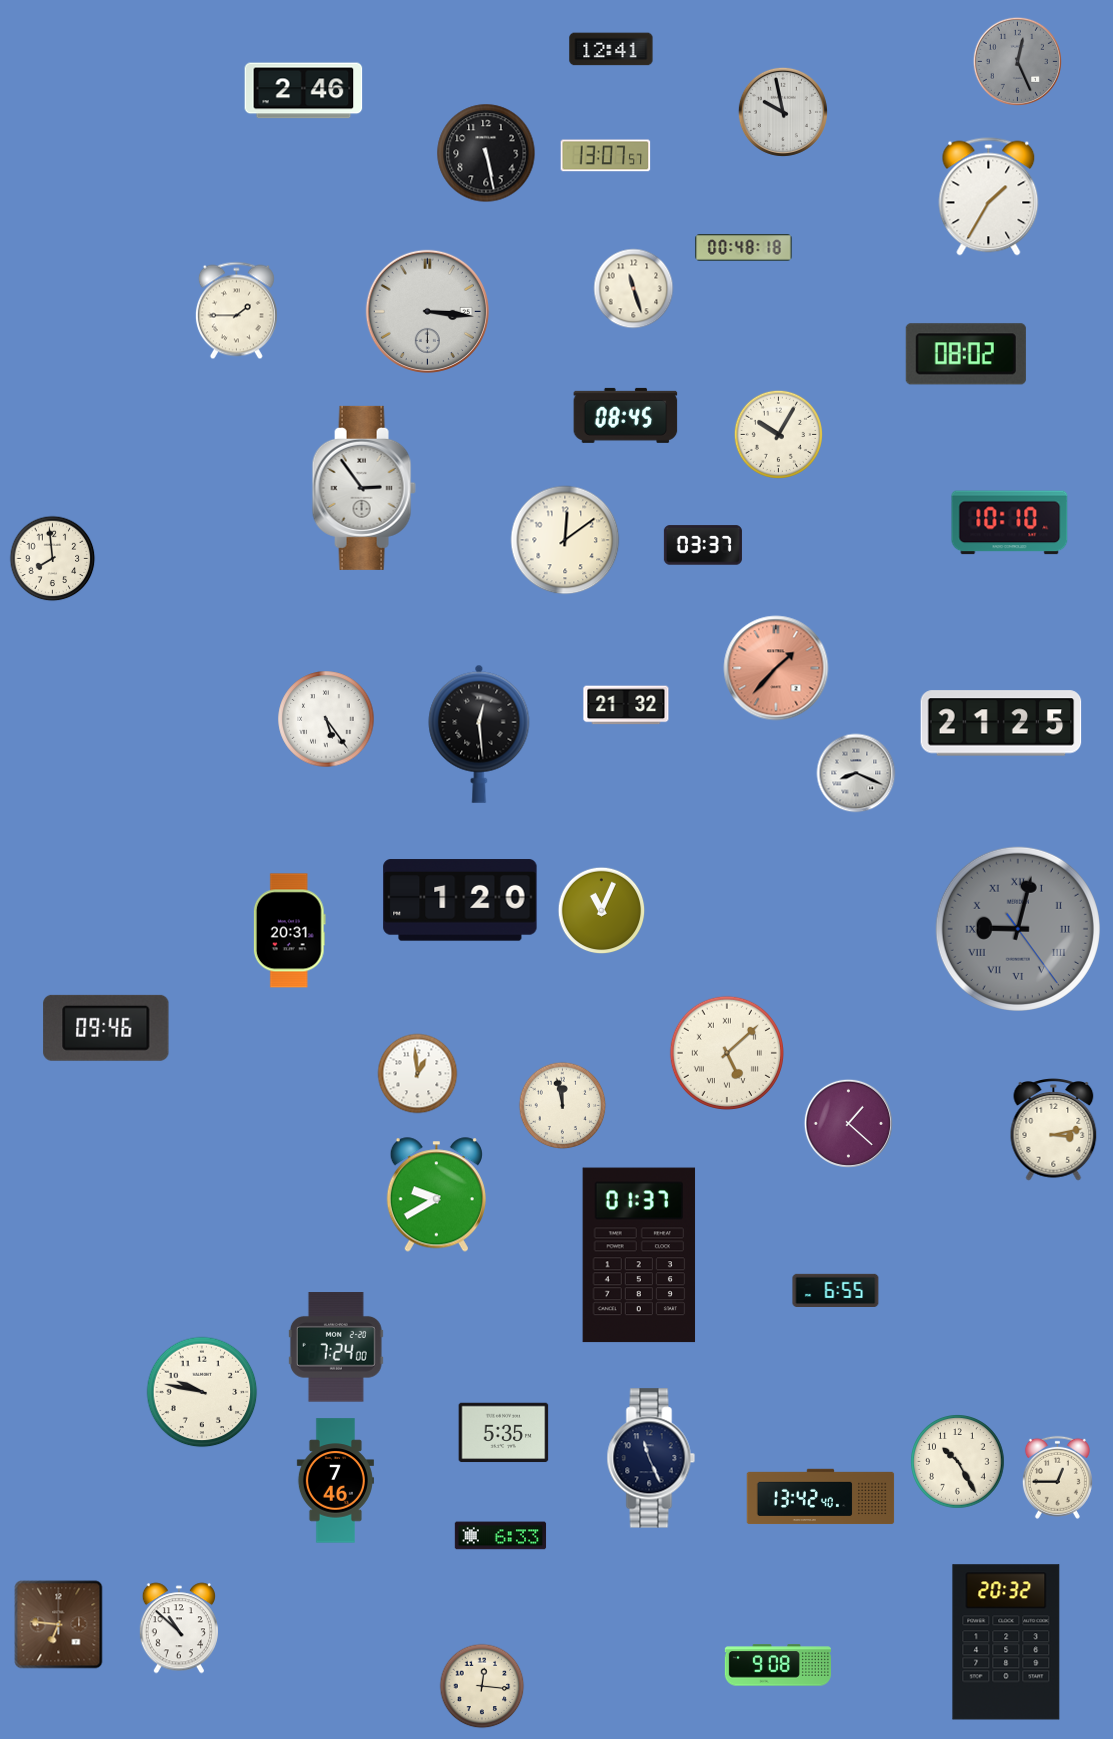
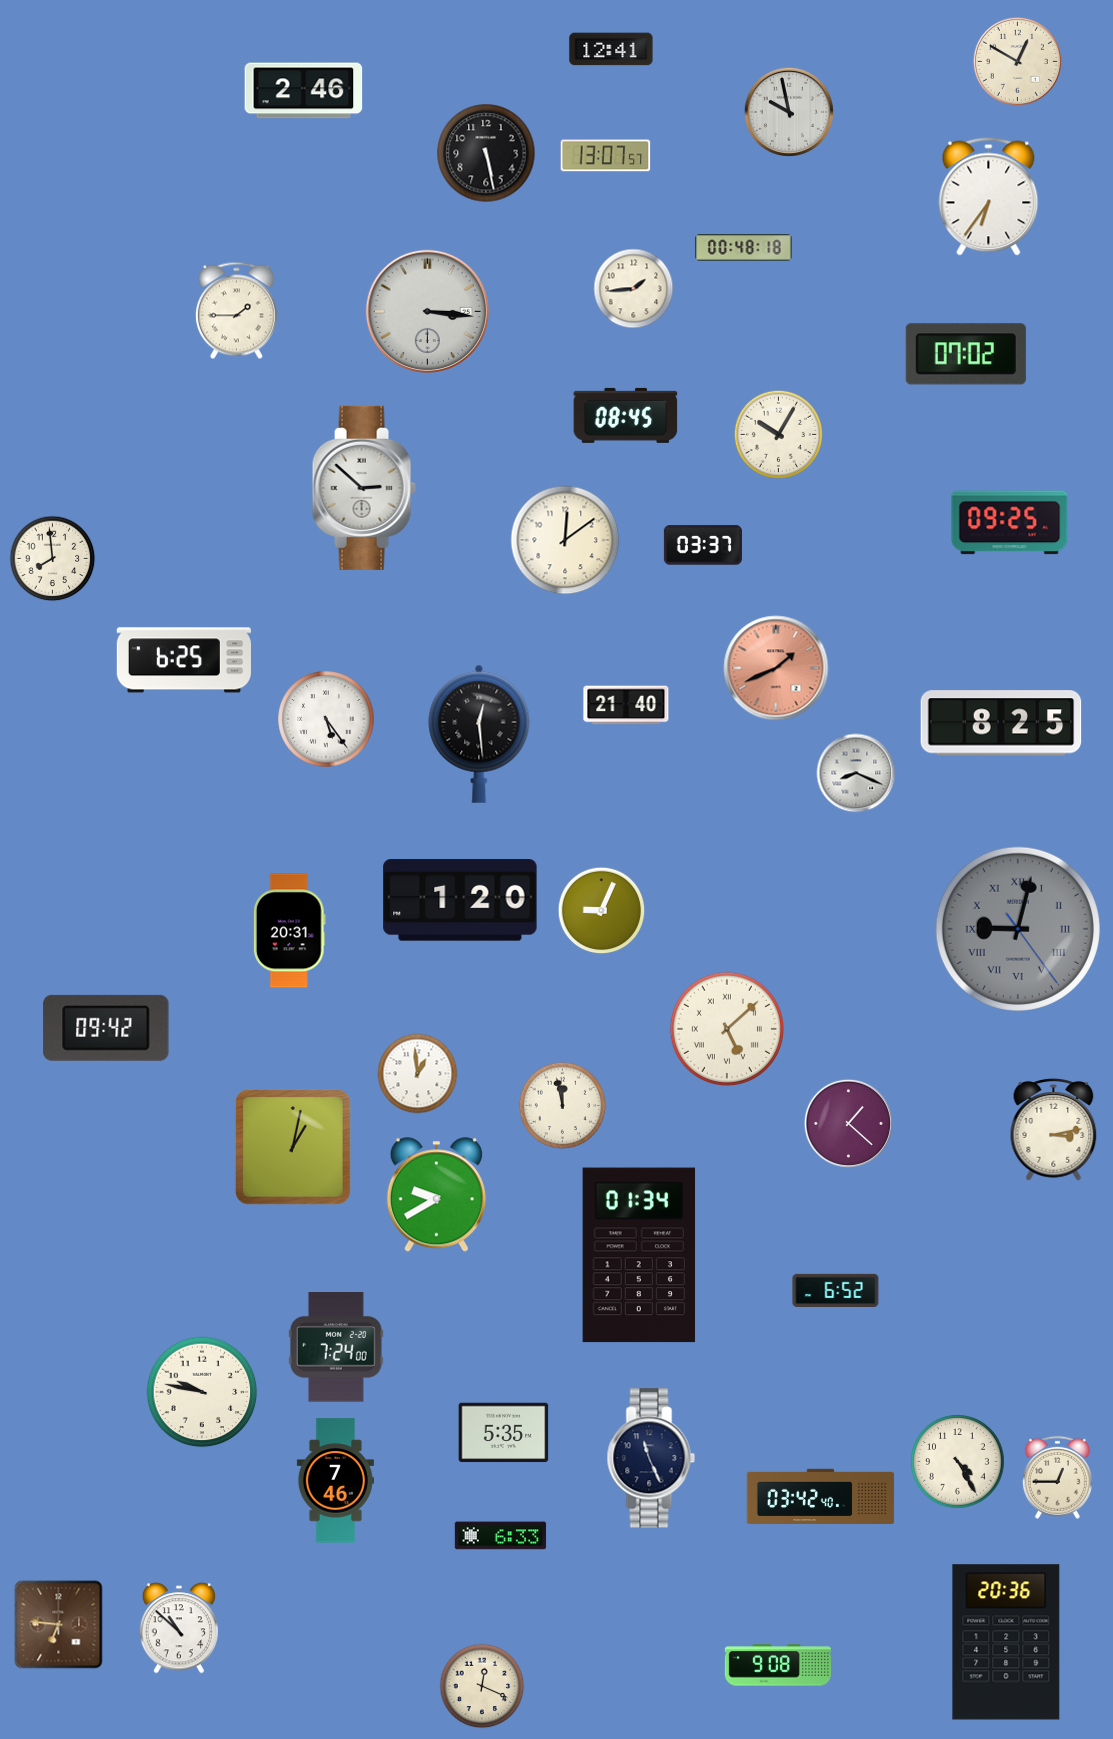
clock at (1017, 61): 12:26 -> 12:50
clock at (1017, 61) dial: grey -> cream
clock at (783, 112) position: (783, 112) -> (789, 112)
clock at (989, 197): 1:35 -> 6:36
clock at (634, 289): 11:27 -> 1:44
clock at (966, 354): 08:02 -> 07:02
clock at (364, 488): 2:54 -> 2:52
clock at (1010, 523): 10:10 -> 09:25
clock at (184, 660): none -> 6:25
clock at (776, 668): 1:37 -> 1:41
clock at (626, 705): 21:32 -> 21:40
clock at (1001, 723): 21:25 -> 8:25
clock at (602, 911): 11:04 -> 9:04
clock at (106, 1028): 09:46 -> 09:42
clock at (727, 1053) position: (727, 1053) -> (727, 1029)
clock at (294, 1148): none -> 1:02
clock at (639, 1255): 01:37 -> 01:34
clock at (836, 1290): 6:55 -> 6:52
clock at (958, 1462): 10:25 -> 4:25
clock at (821, 1497): 13:42 -> 03:42
clock at (1006, 1642): 20:32 -> 20:36
clock at (482, 1686): 12:16 -> 12:19
